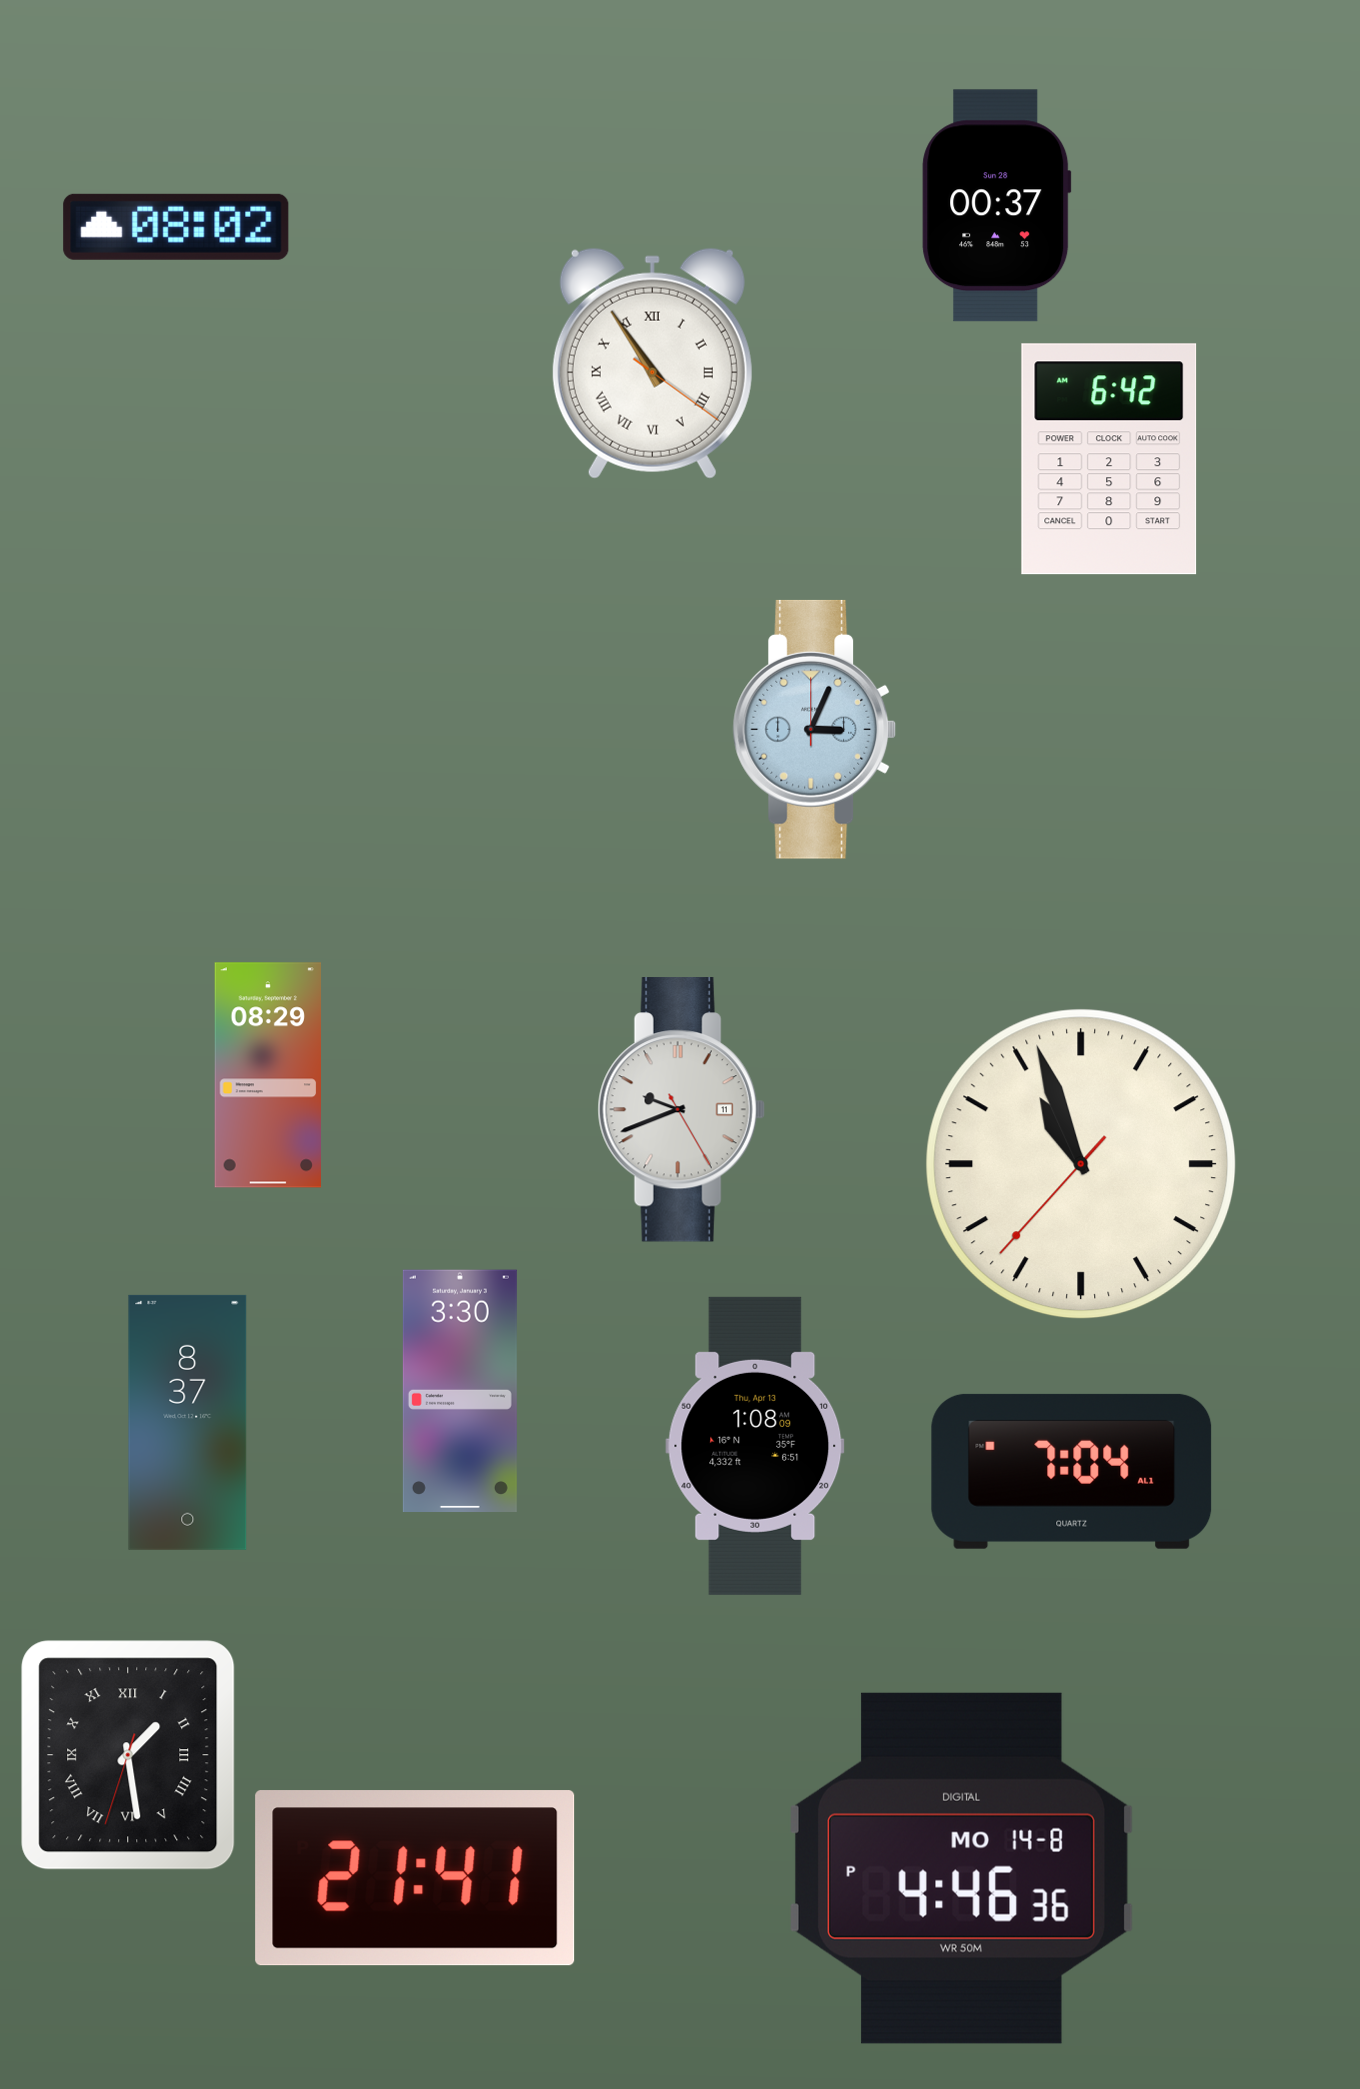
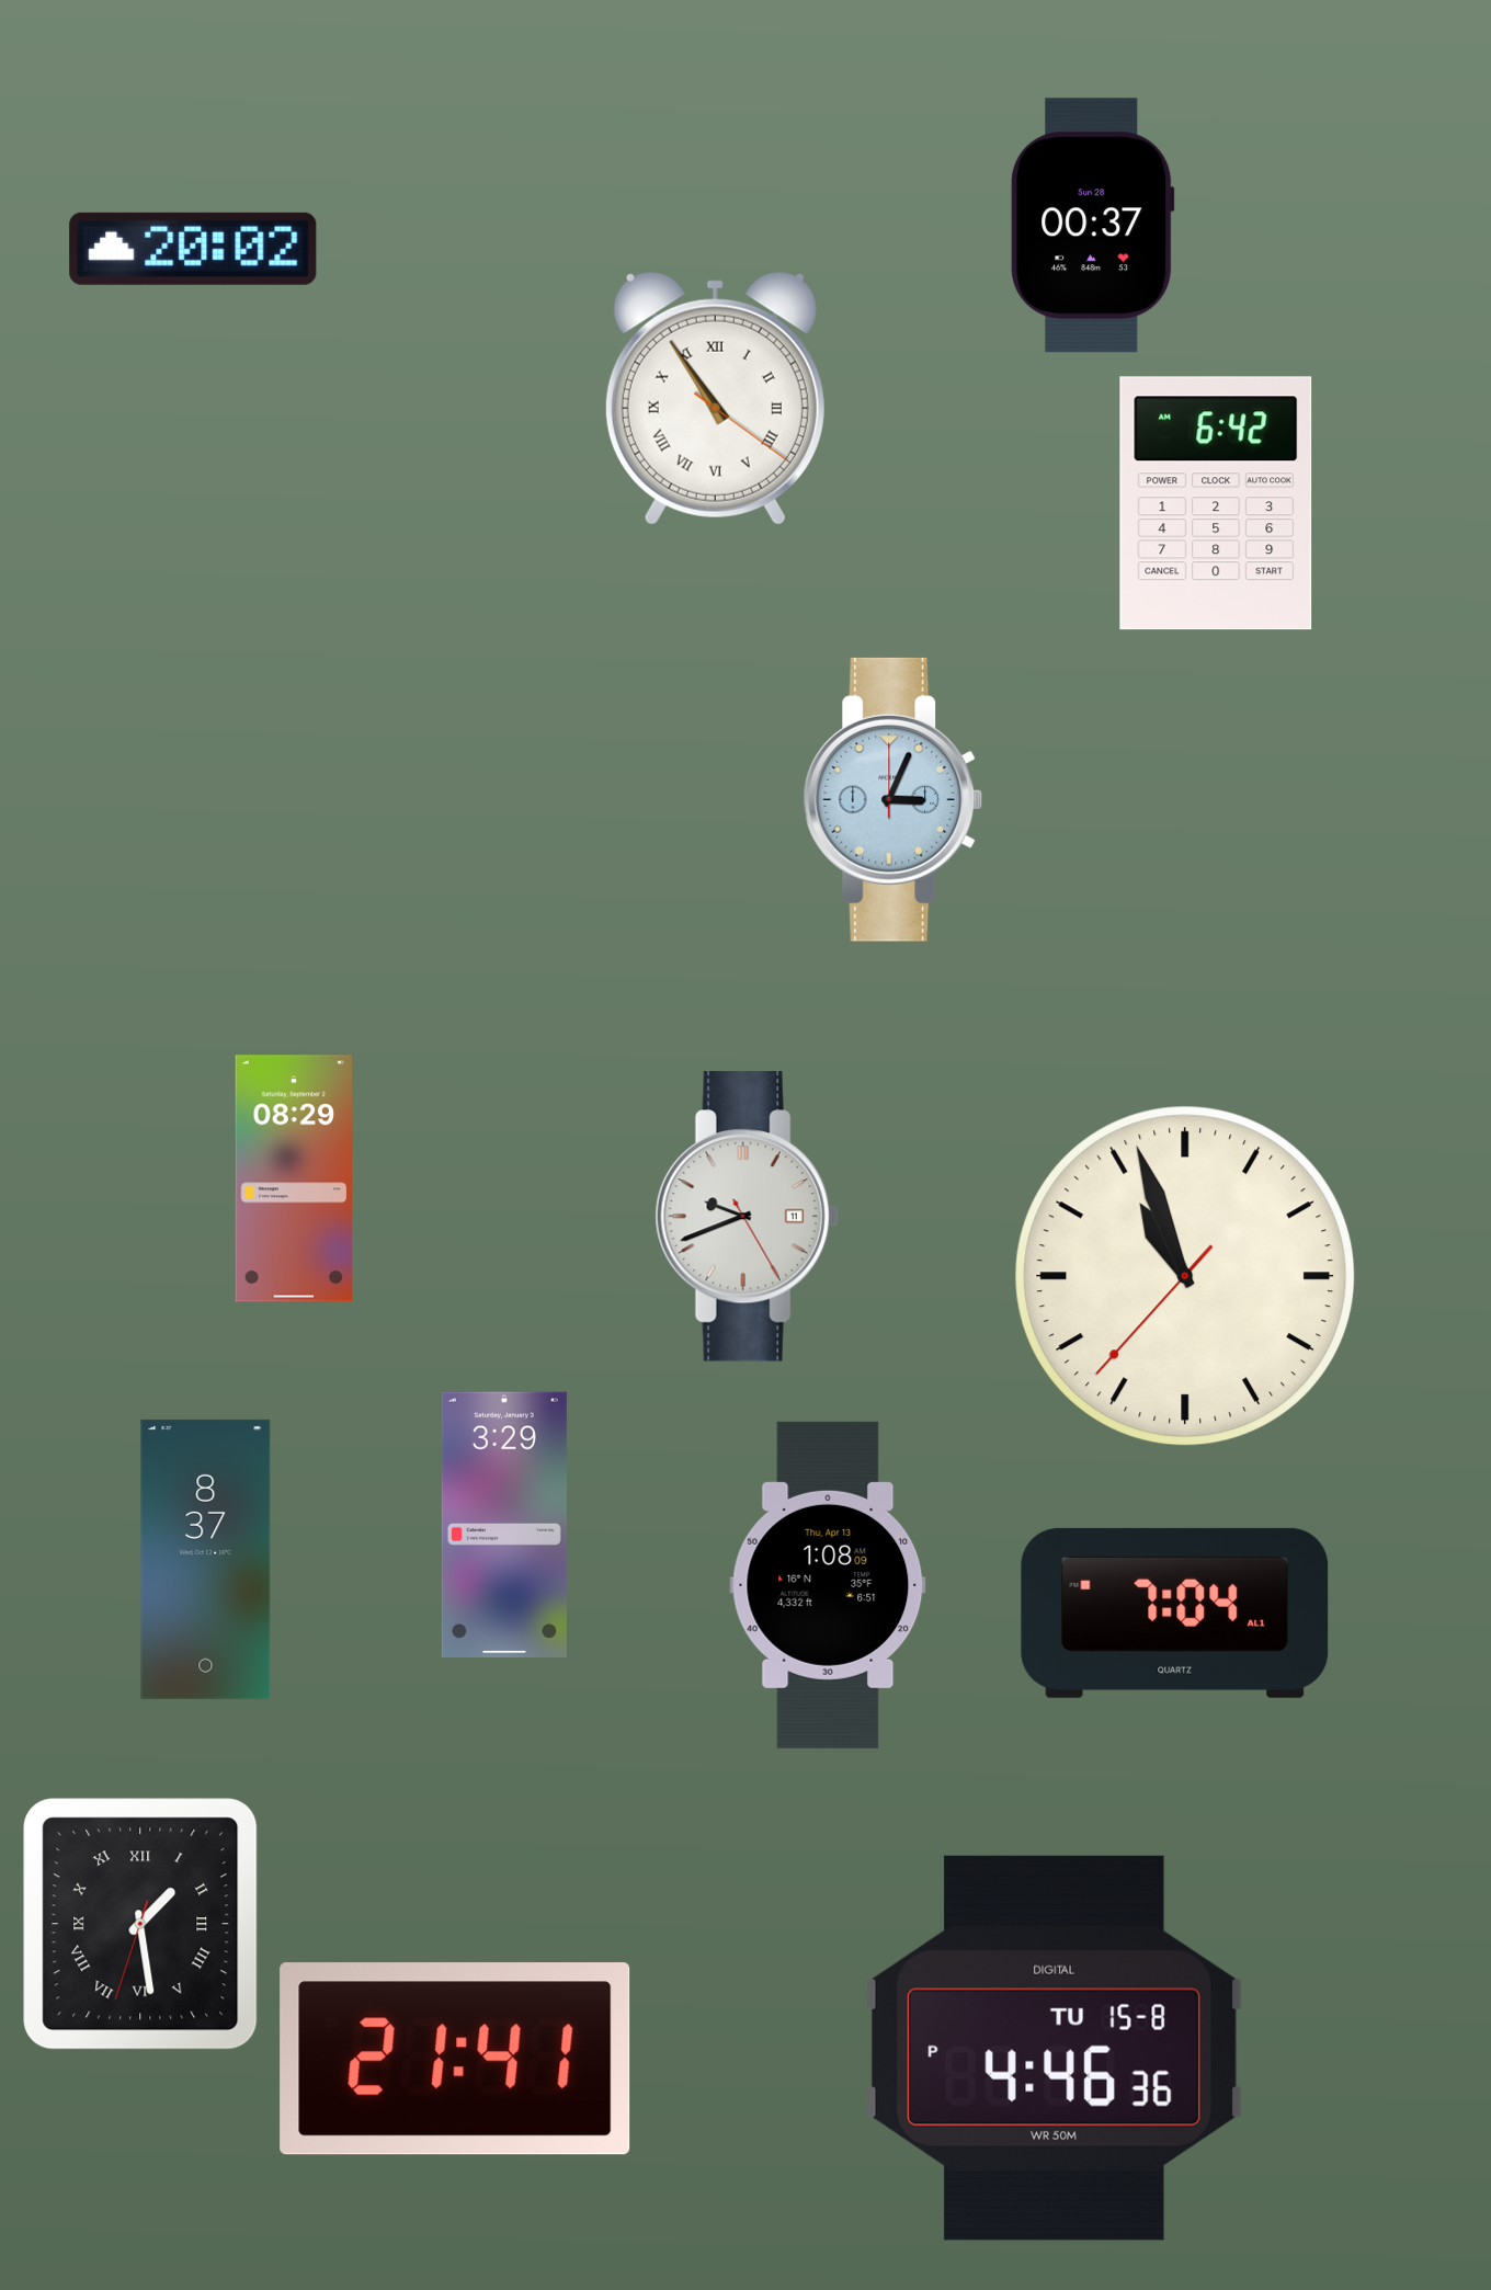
clock at (176, 227): 08:02 -> 20:02
clock at (460, 1390): 3:30 -> 3:29
clock at (962, 1868) date: MO 14-8 -> TU 15-8
